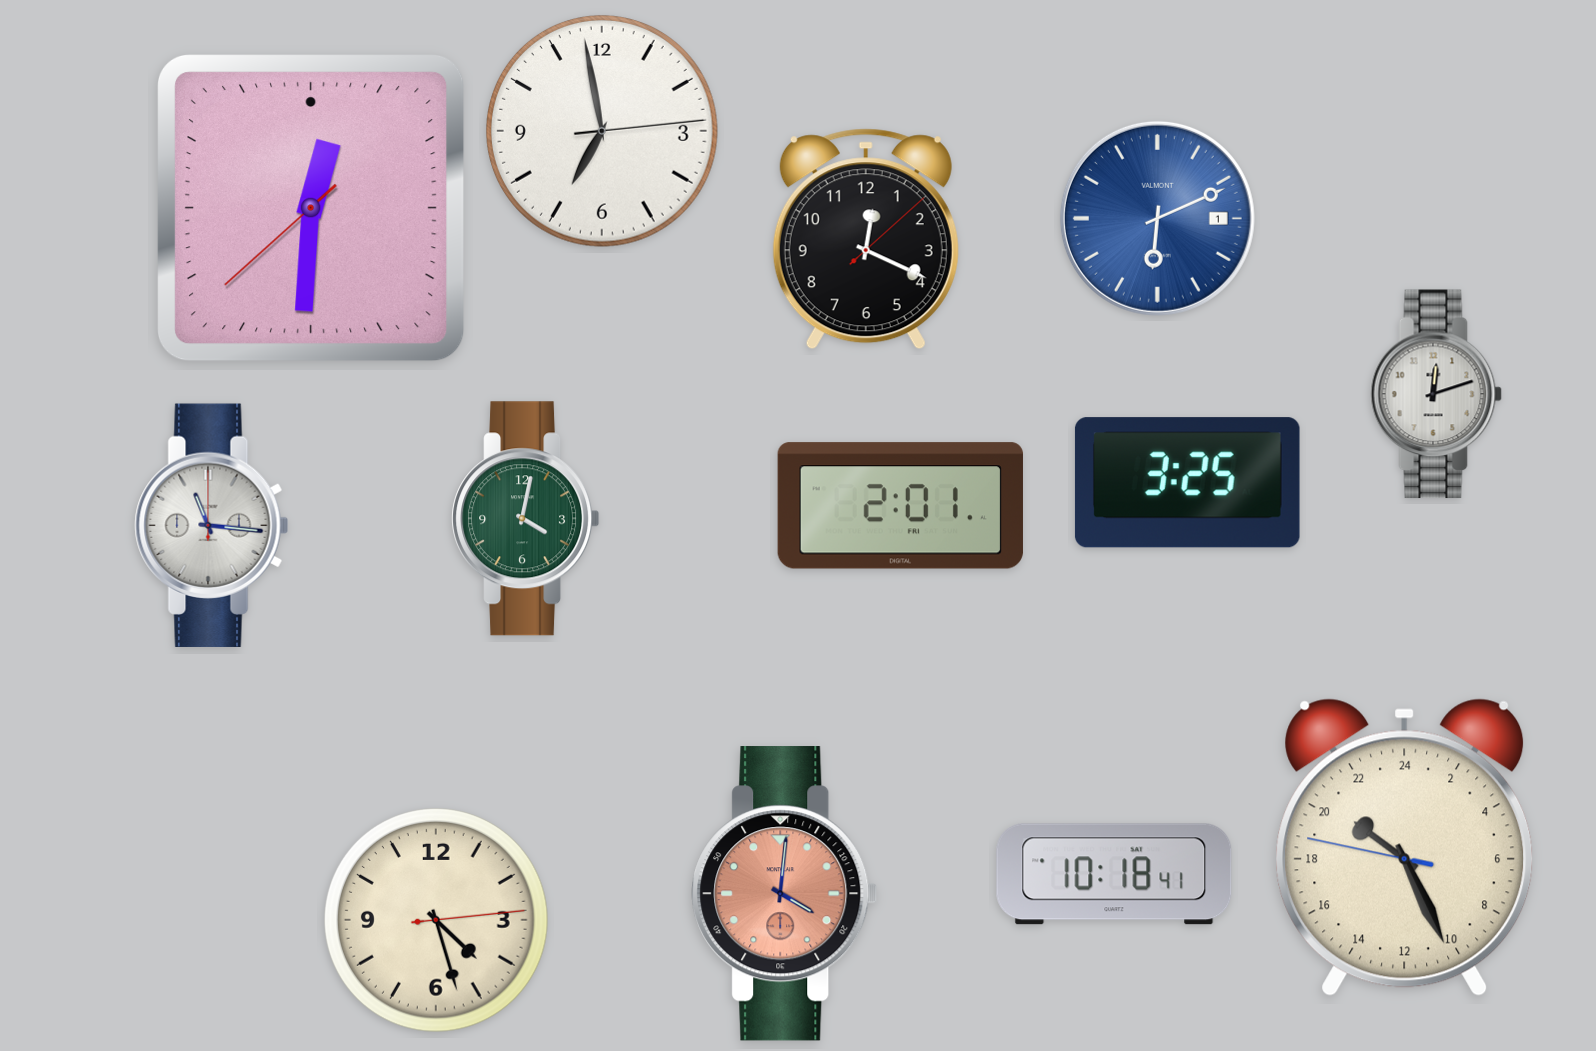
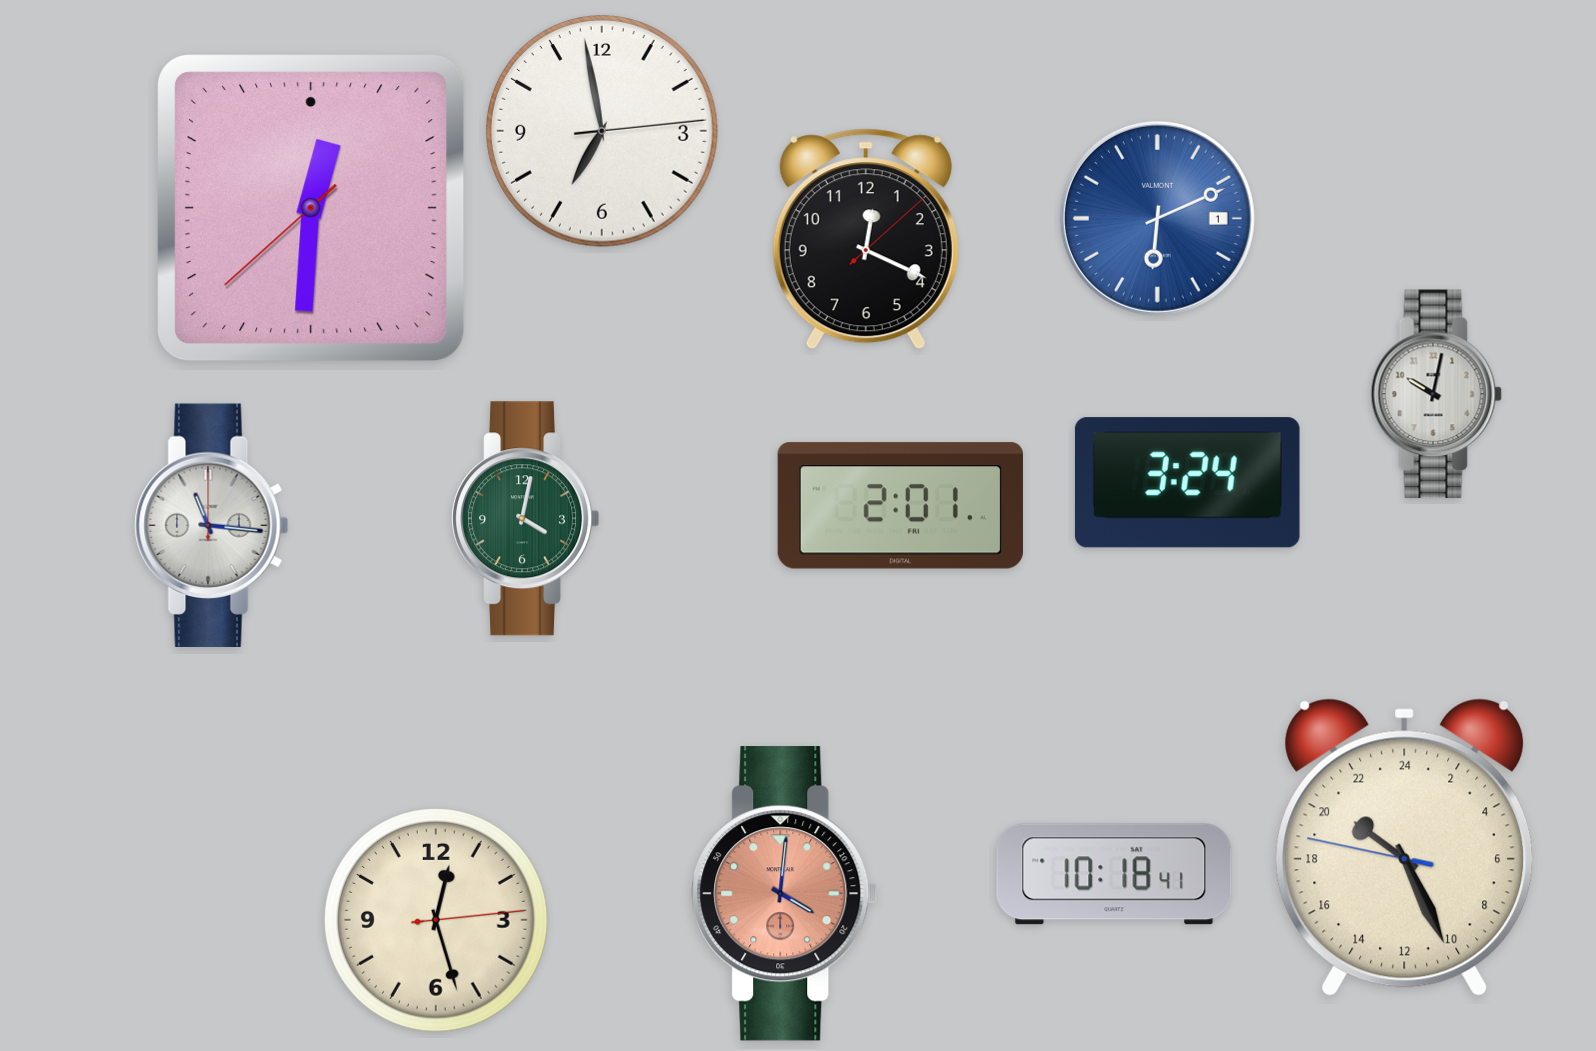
clock at (1436, 394): 12:12 -> 10:02
clock at (1187, 483): 3:25 -> 3:24
clock at (437, 921): 4:27 -> 12:27
